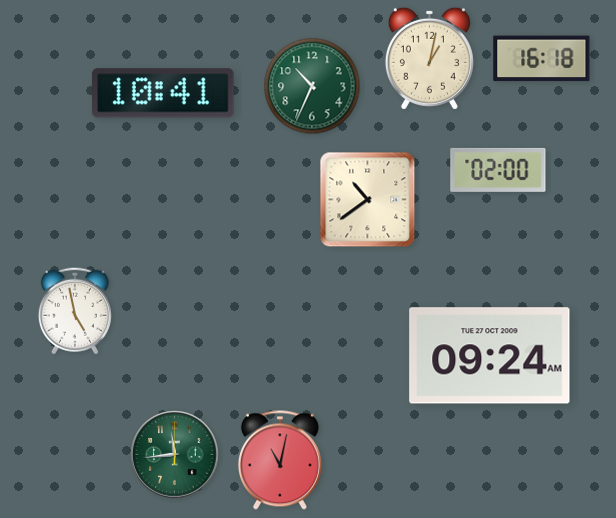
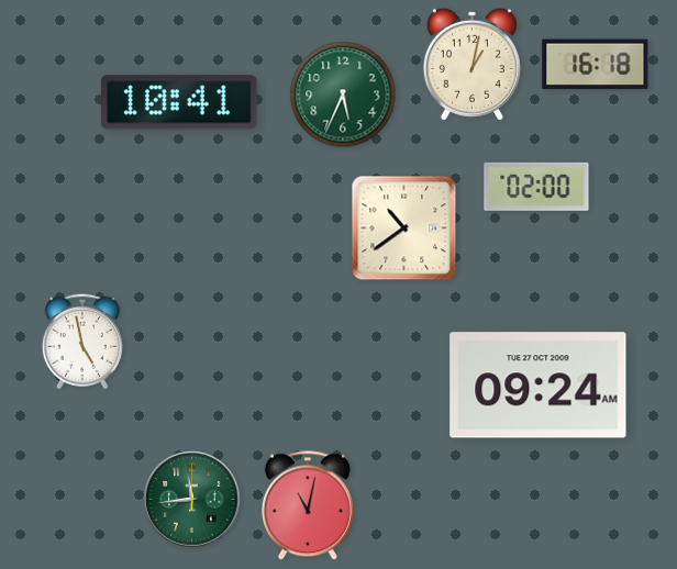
clock at (312, 86): 10:34 -> 5:34
clock at (498, 170) position: (498, 170) -> (536, 187)
clock at (368, 200) position: (368, 200) -> (404, 228)
clock at (490, 356) position: (490, 356) -> (539, 386)
